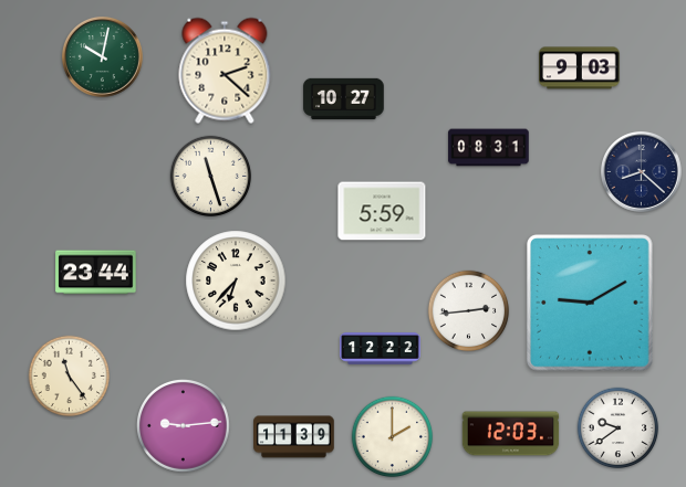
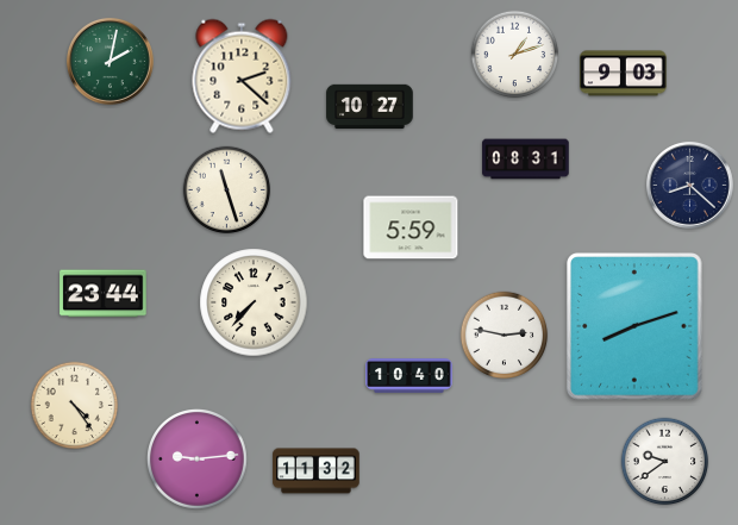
clock at (515, 55): none -> 1:12
clock at (102, 56): 10:02 -> 2:02
clock at (236, 280): 6:37 -> 7:37
clock at (590, 303): 9:10 -> 8:12
clock at (469, 311): 2:44 -> 2:47
clock at (381, 349): 12:22 -> 10:40
clock at (70, 377): 11:24 -> 4:24
clock at (511, 434): 12:03 -> none
clock at (294, 437): 11:39 -> 11:32
clock at (393, 437): 2:00 -> none
